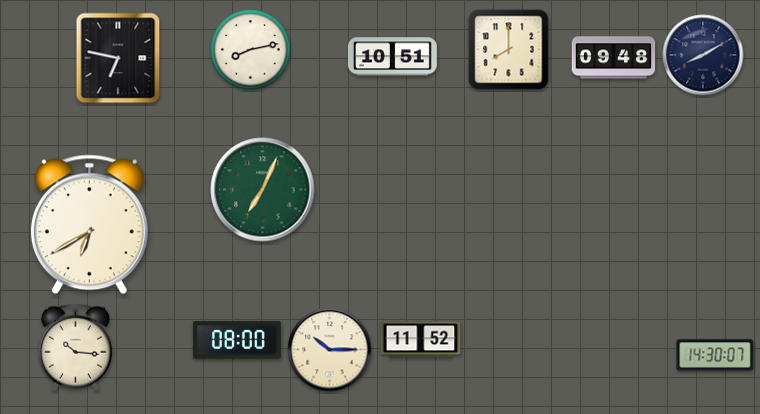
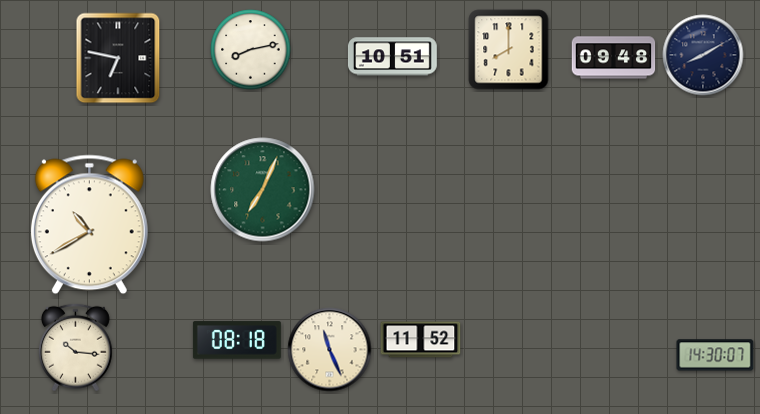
clock at (89, 225): 6:40 -> 10:40
clock at (237, 340): 08:00 -> 08:18
clock at (330, 350): 10:15 -> 11:26
